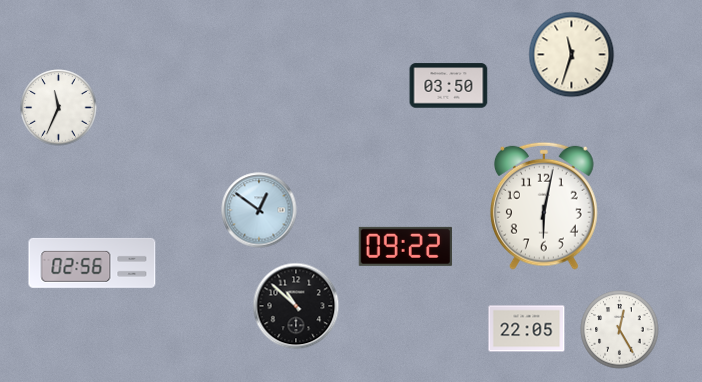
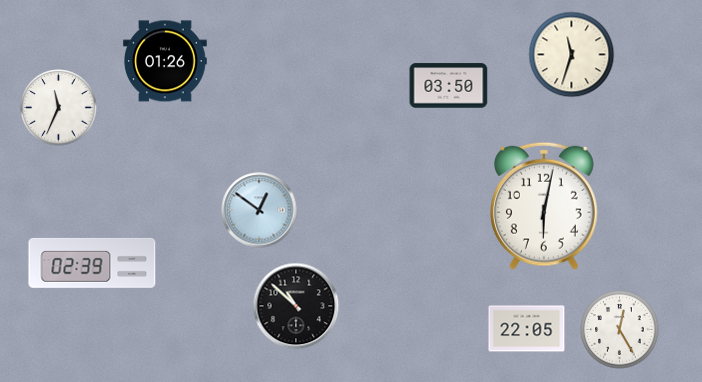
clock at (165, 61): none -> 01:26
clock at (405, 246): 09:22 -> none
clock at (92, 263): 02:56 -> 02:39
